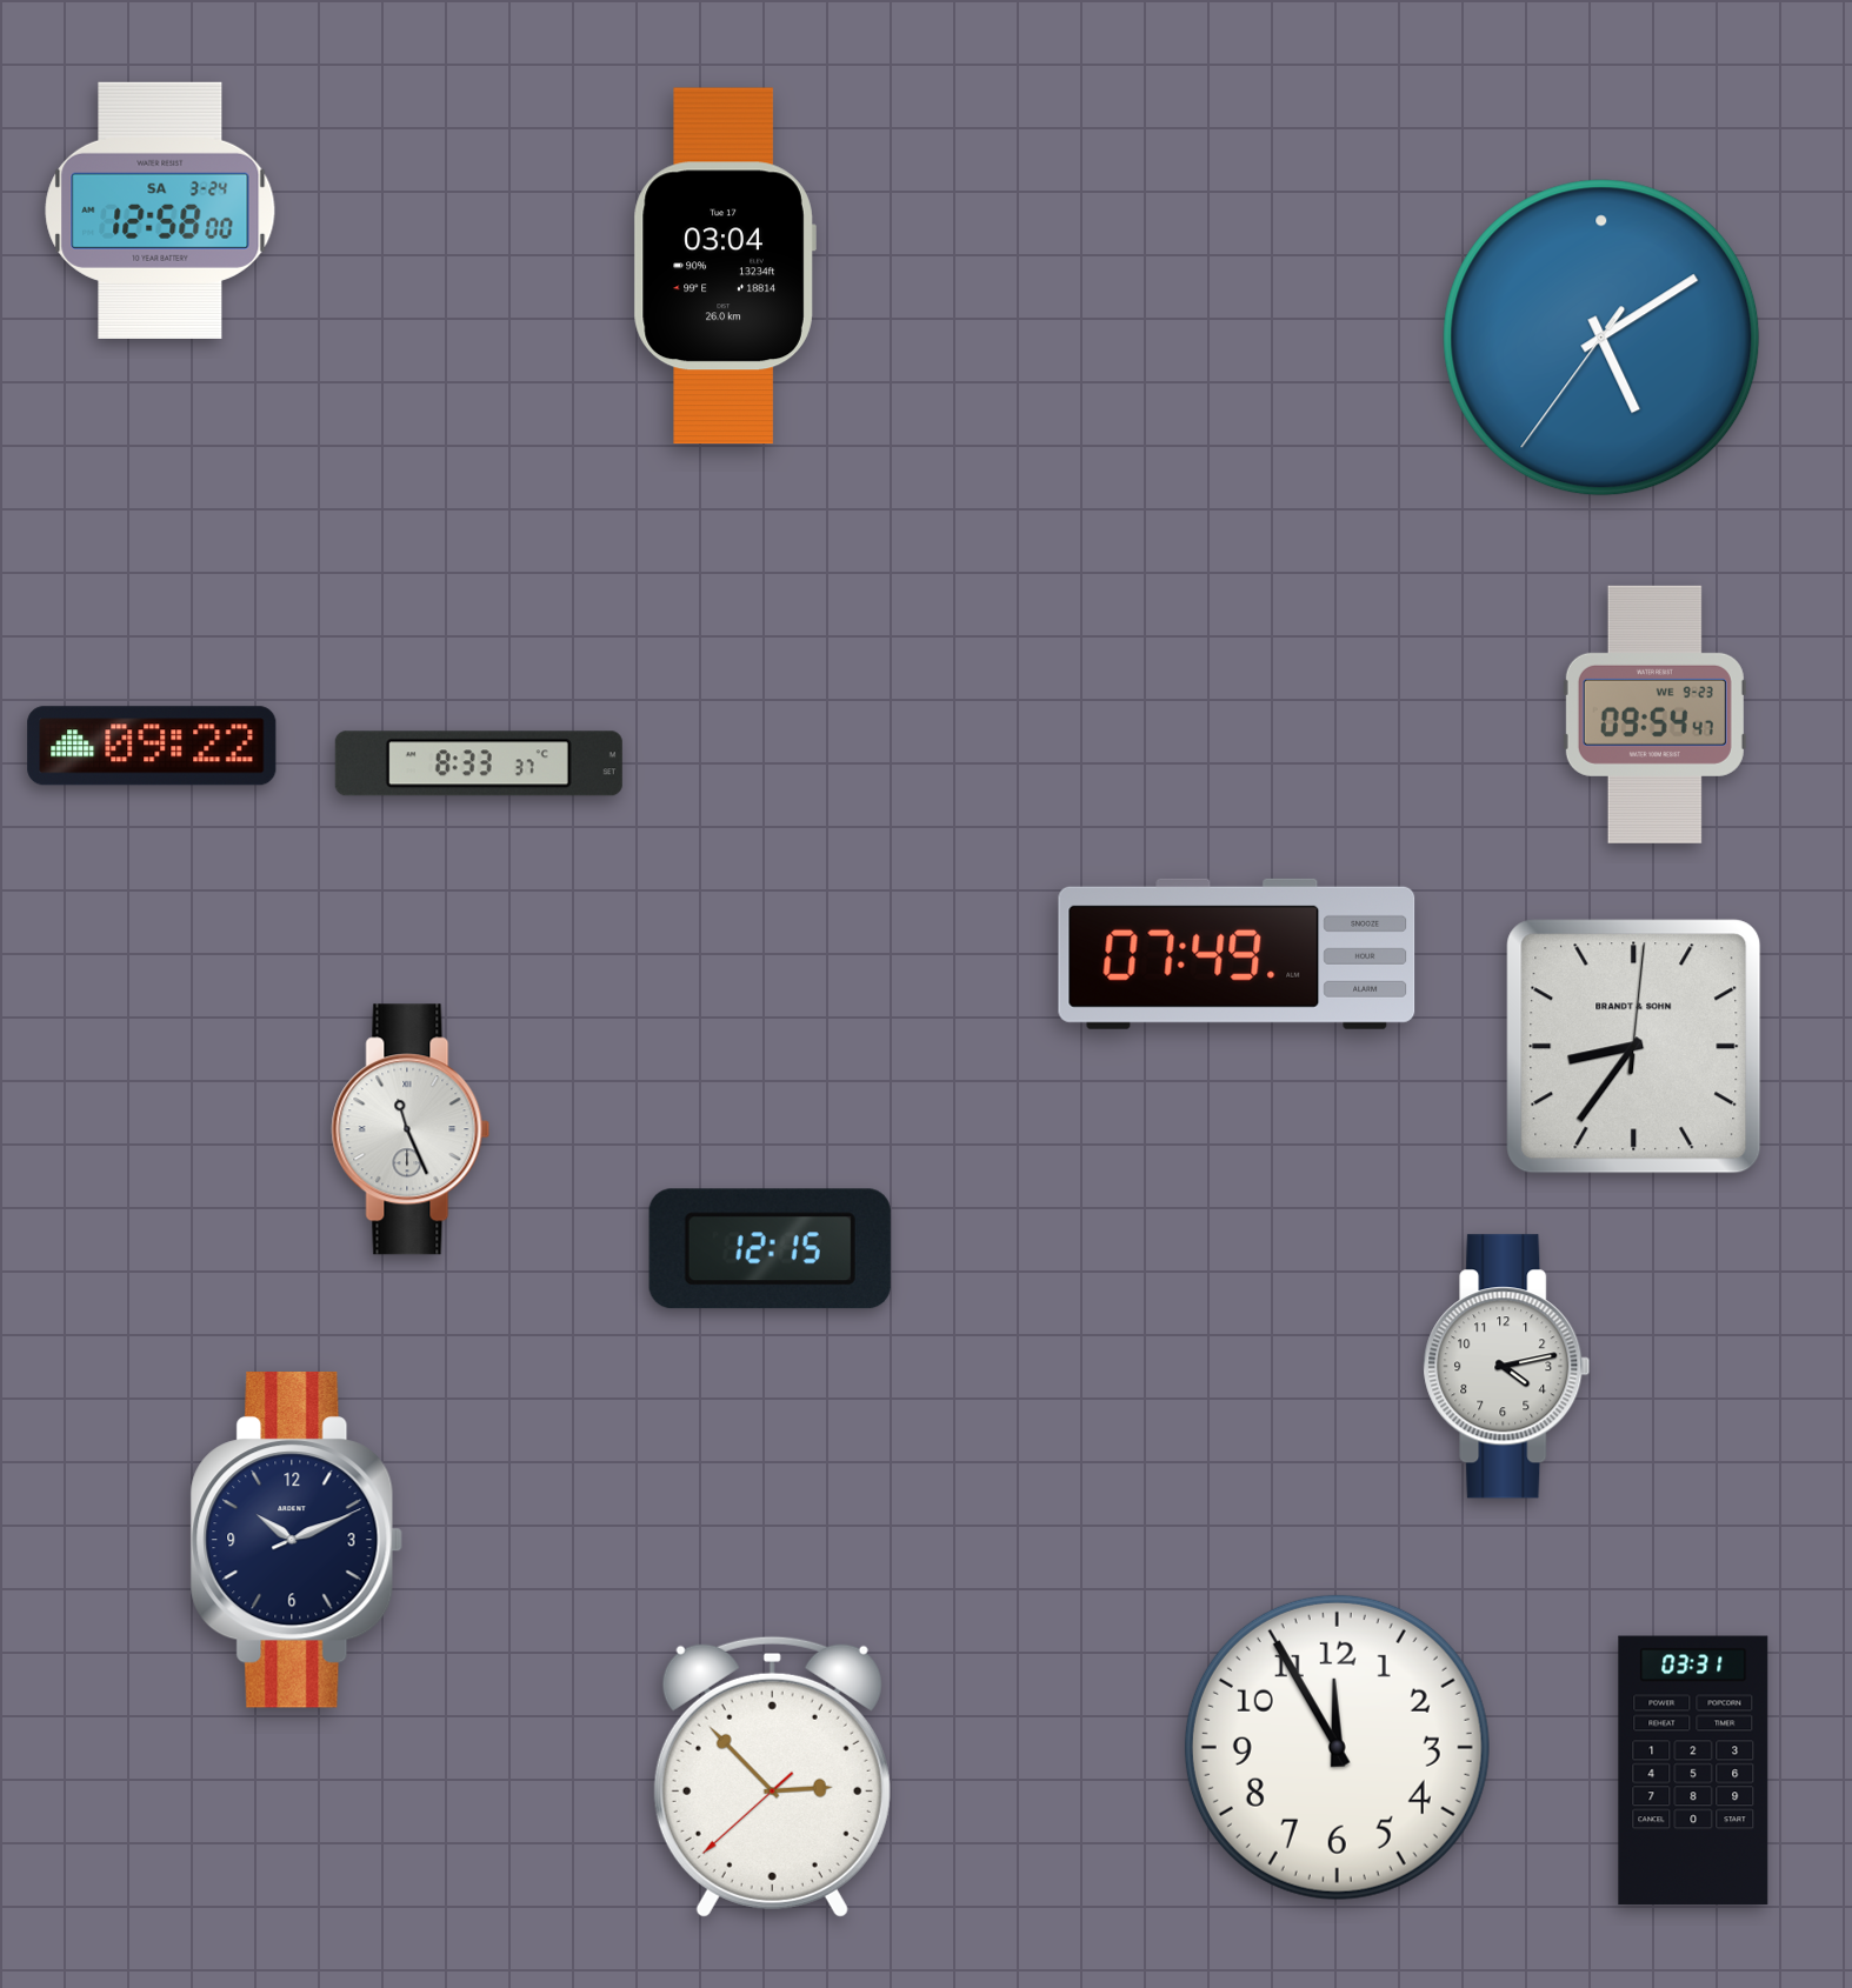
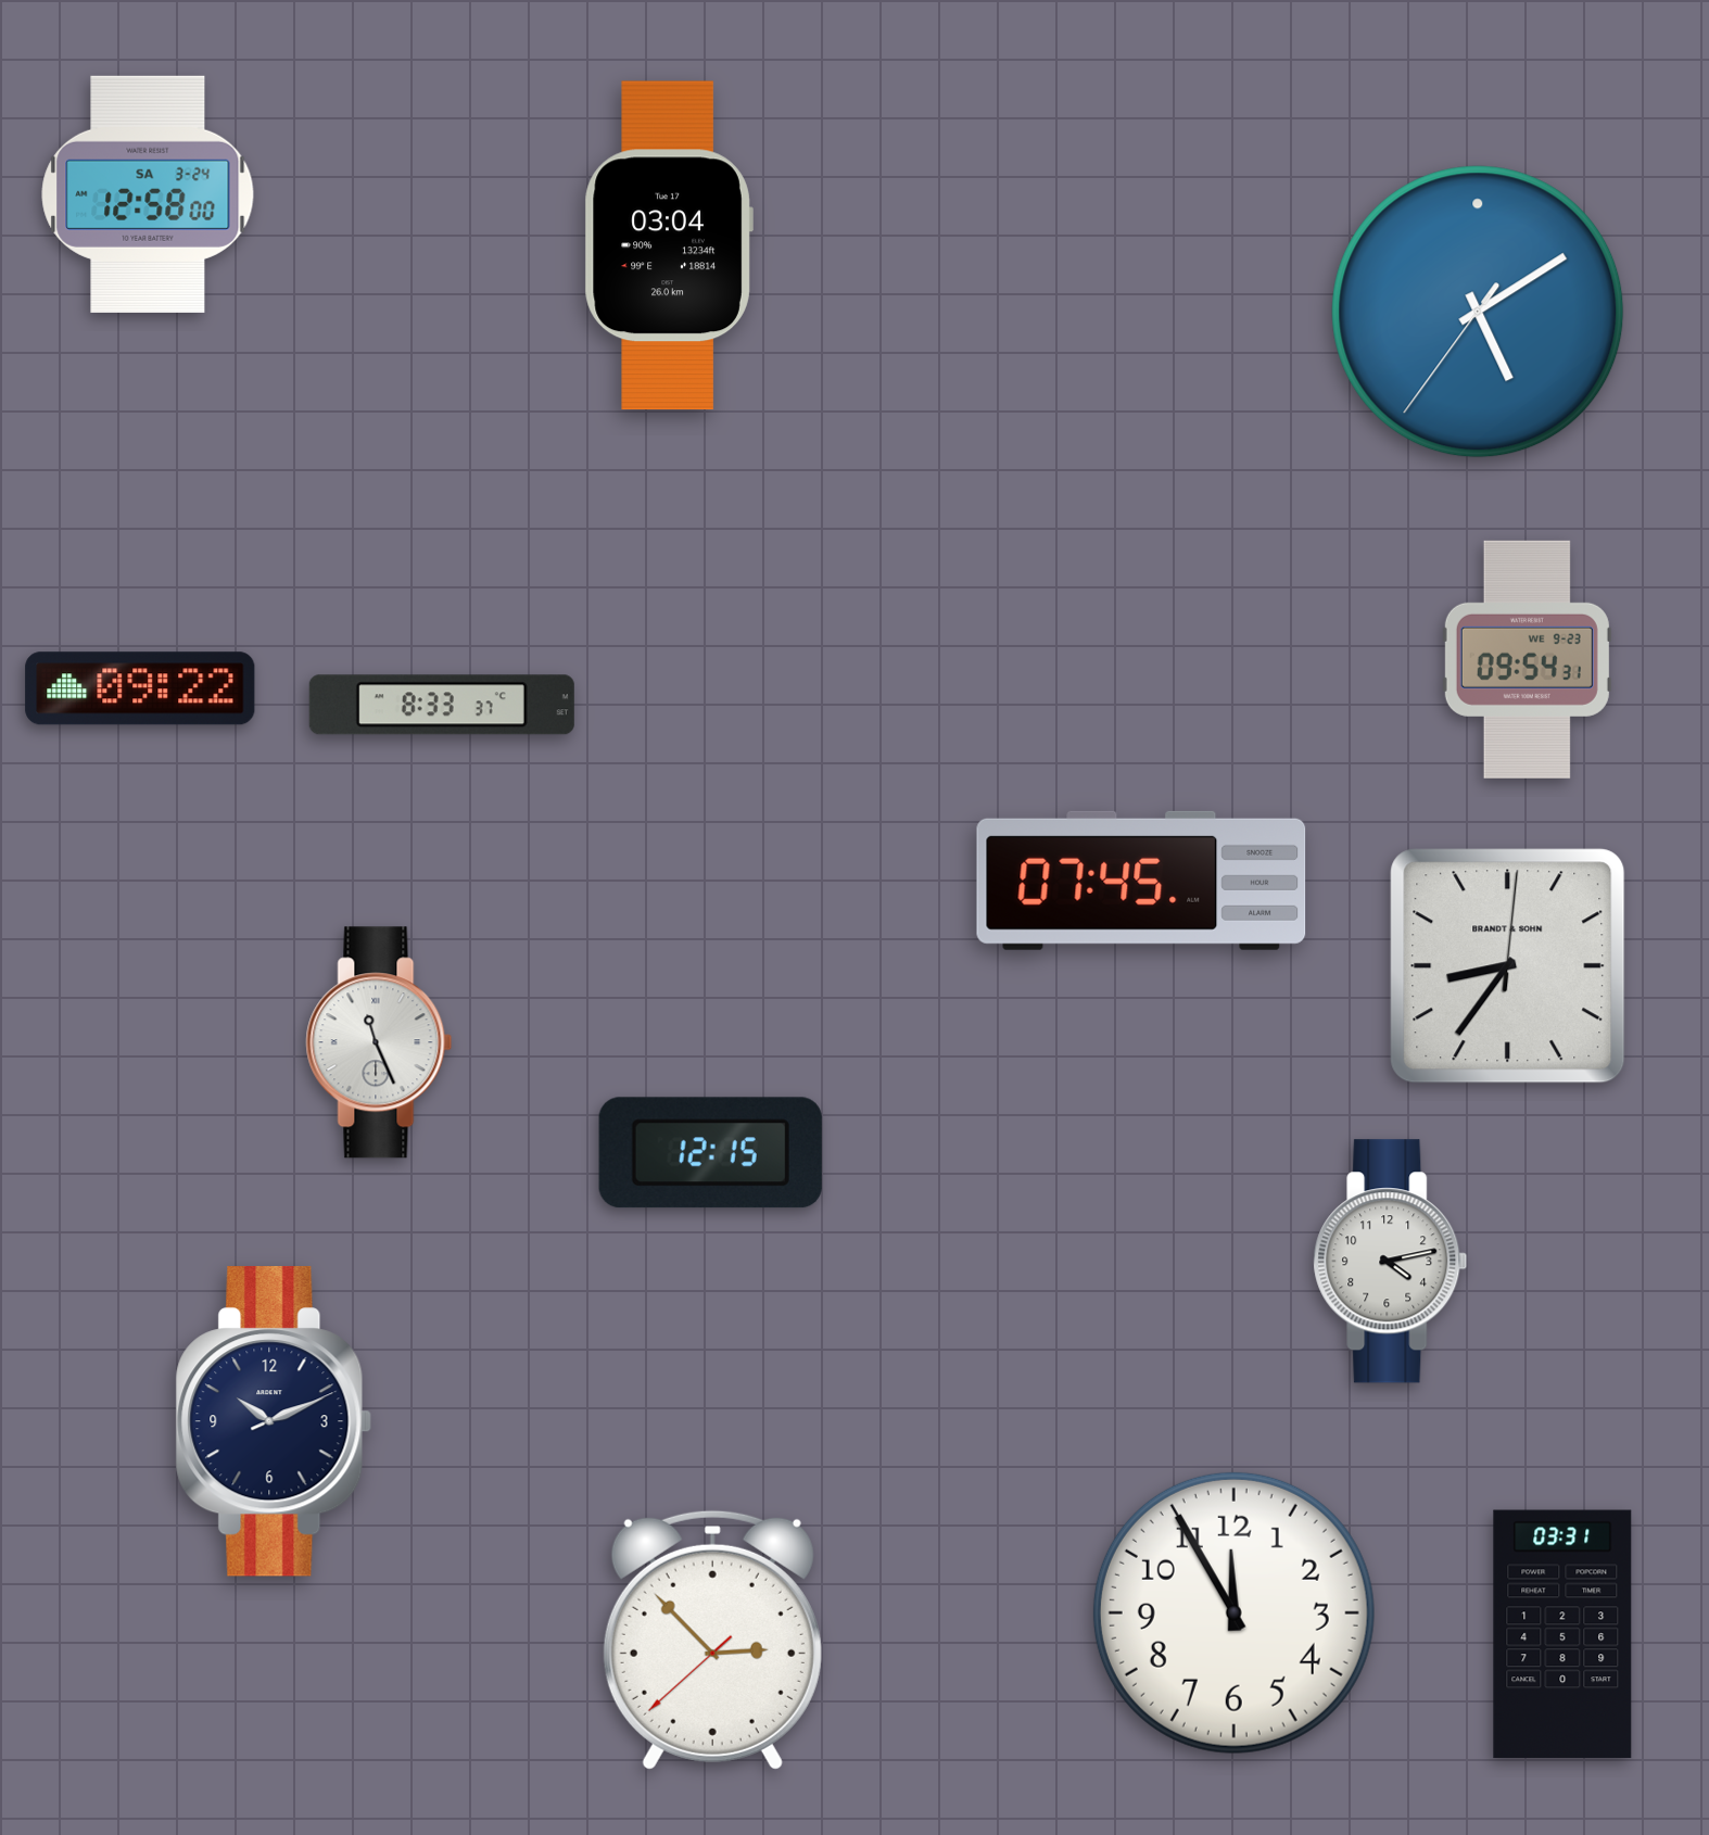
clock at (1654, 714): 09:54:47 -> 09:54:31
clock at (1237, 954): 07:49 -> 07:45
